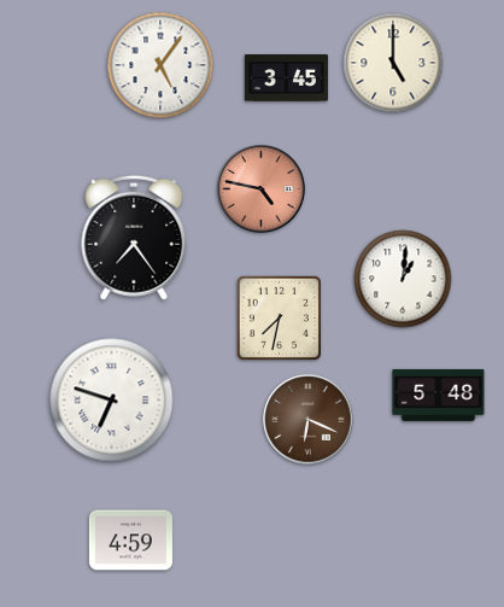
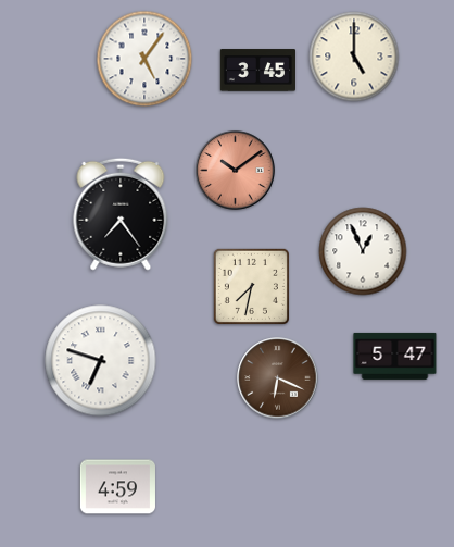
clock at (262, 189): 4:47 -> 10:09
clock at (403, 279): 1:01 -> 12:56
clock at (439, 395): 5:48 -> 5:47
